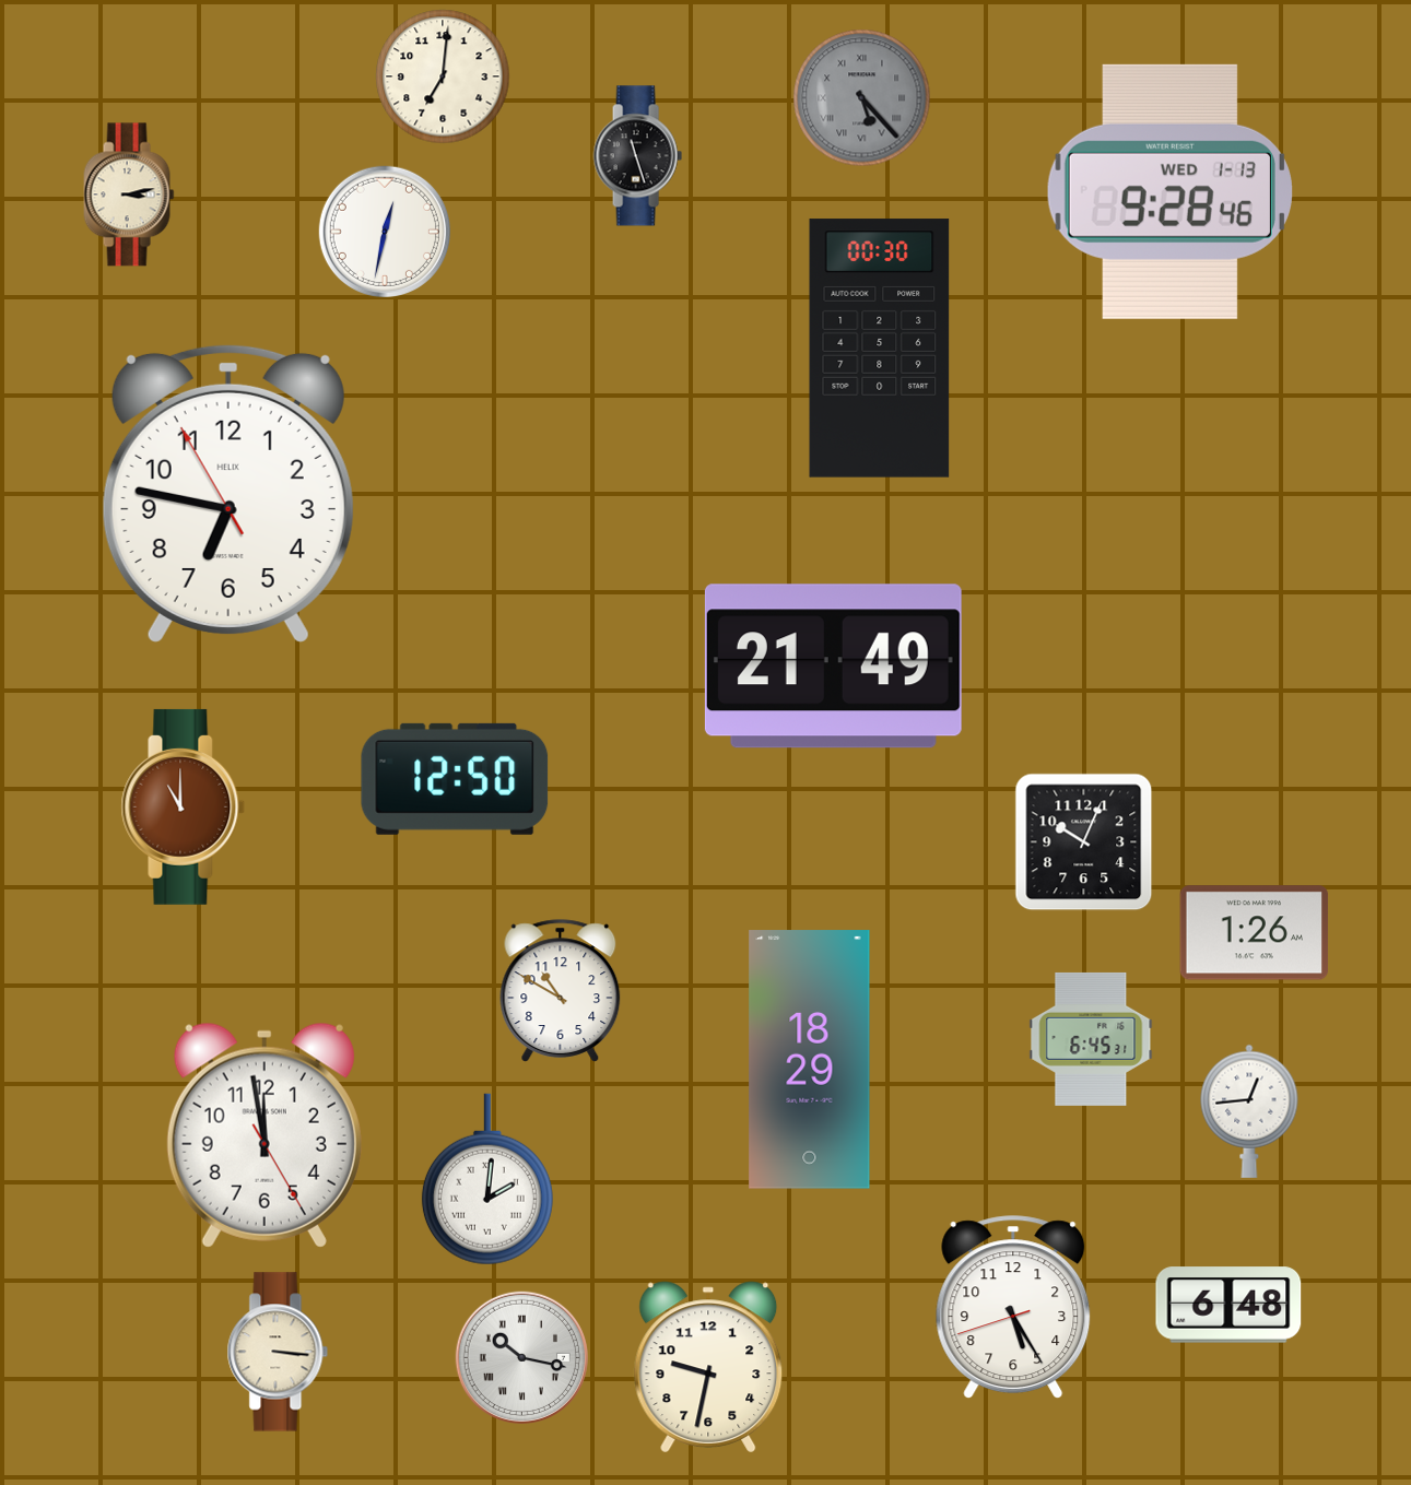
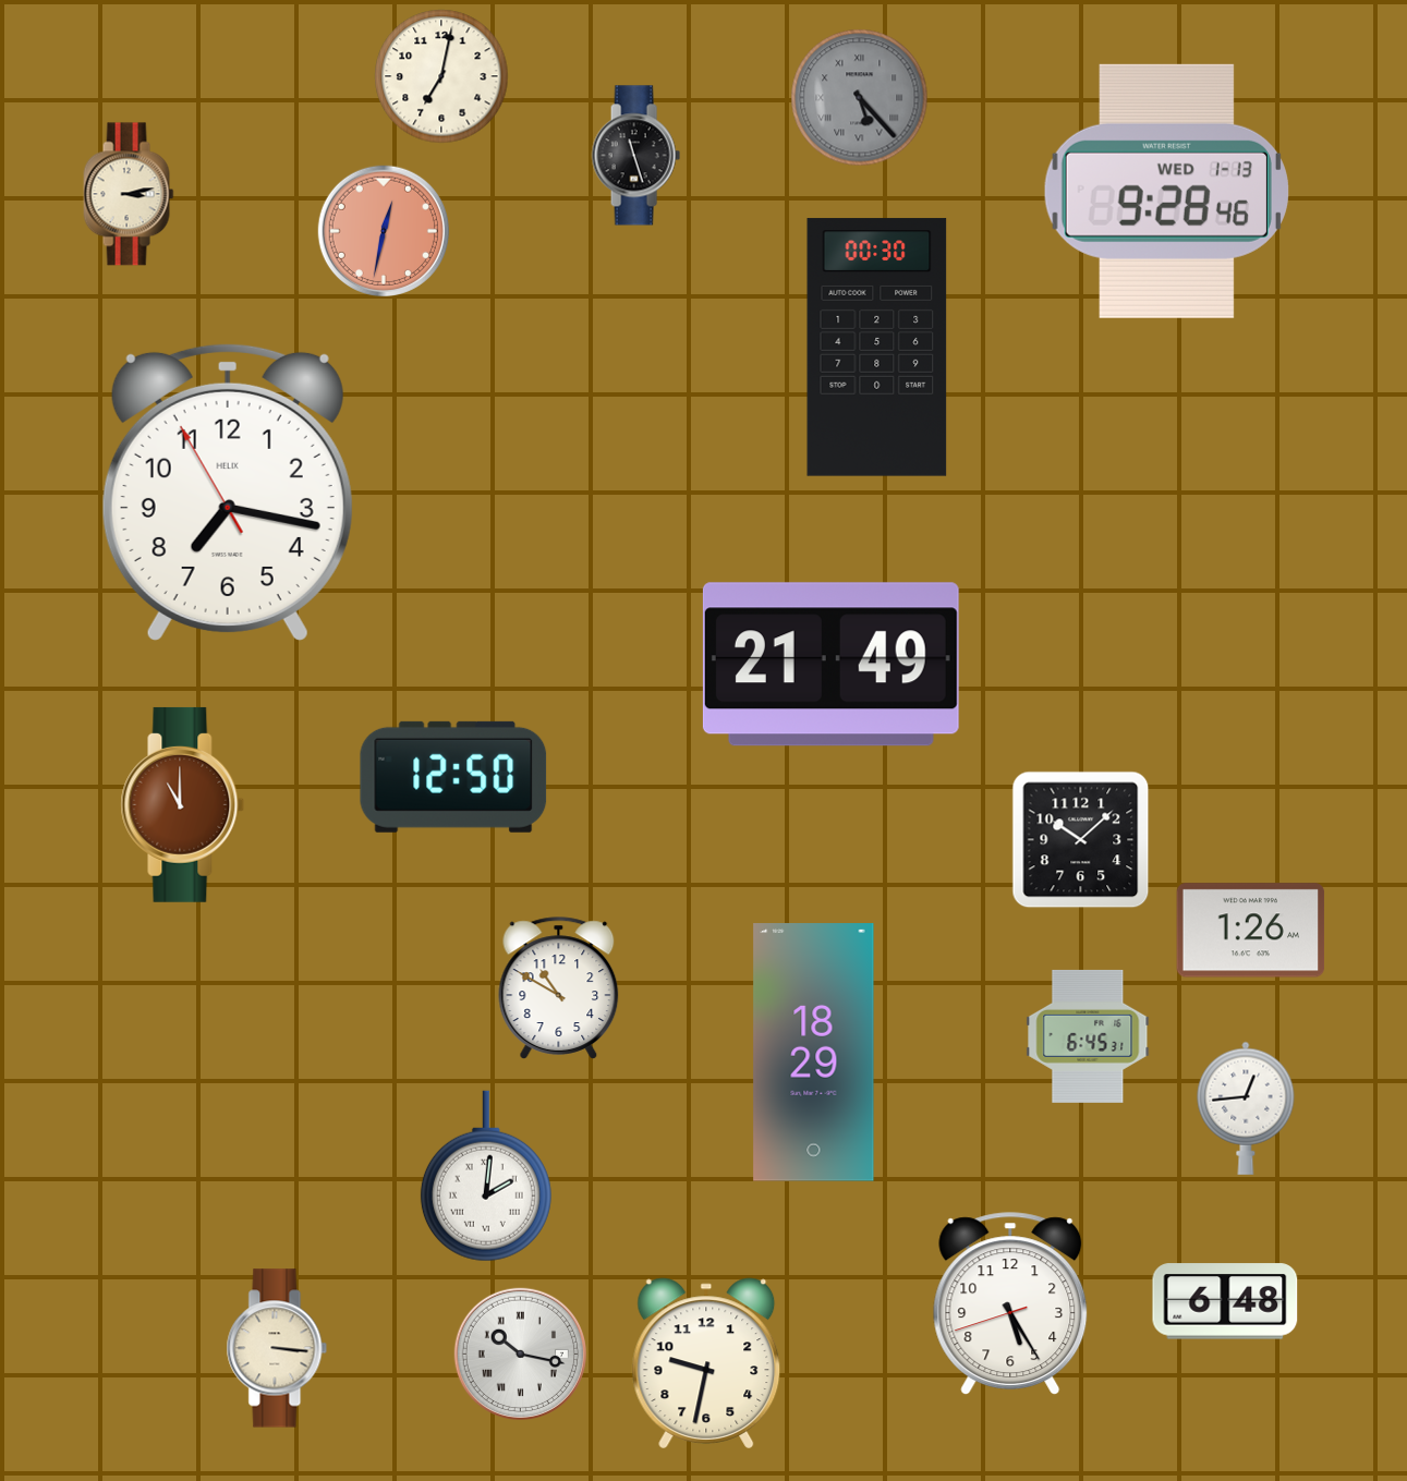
clock at (443, 76): 7:01 -> 7:02
clock at (384, 231) dial: white -> salmon
clock at (228, 493): 6:46 -> 7:16
clock at (1084, 842): 10:04 -> 10:08
clock at (810, 1060) position: (810, 1060) -> (814, 1053)
clock at (264, 1135): 11:58 -> none
